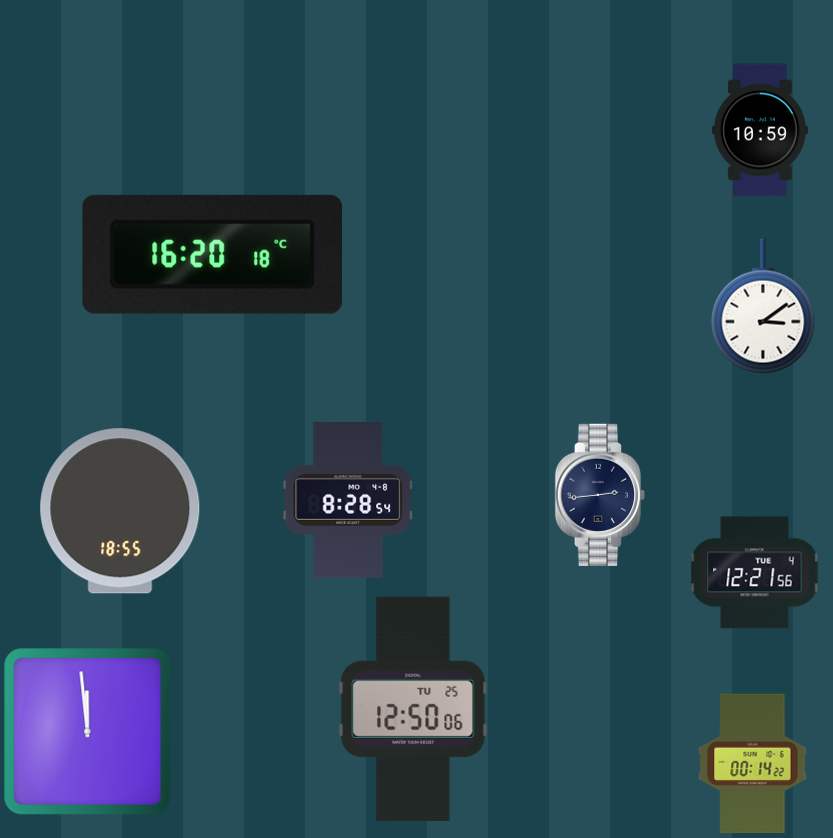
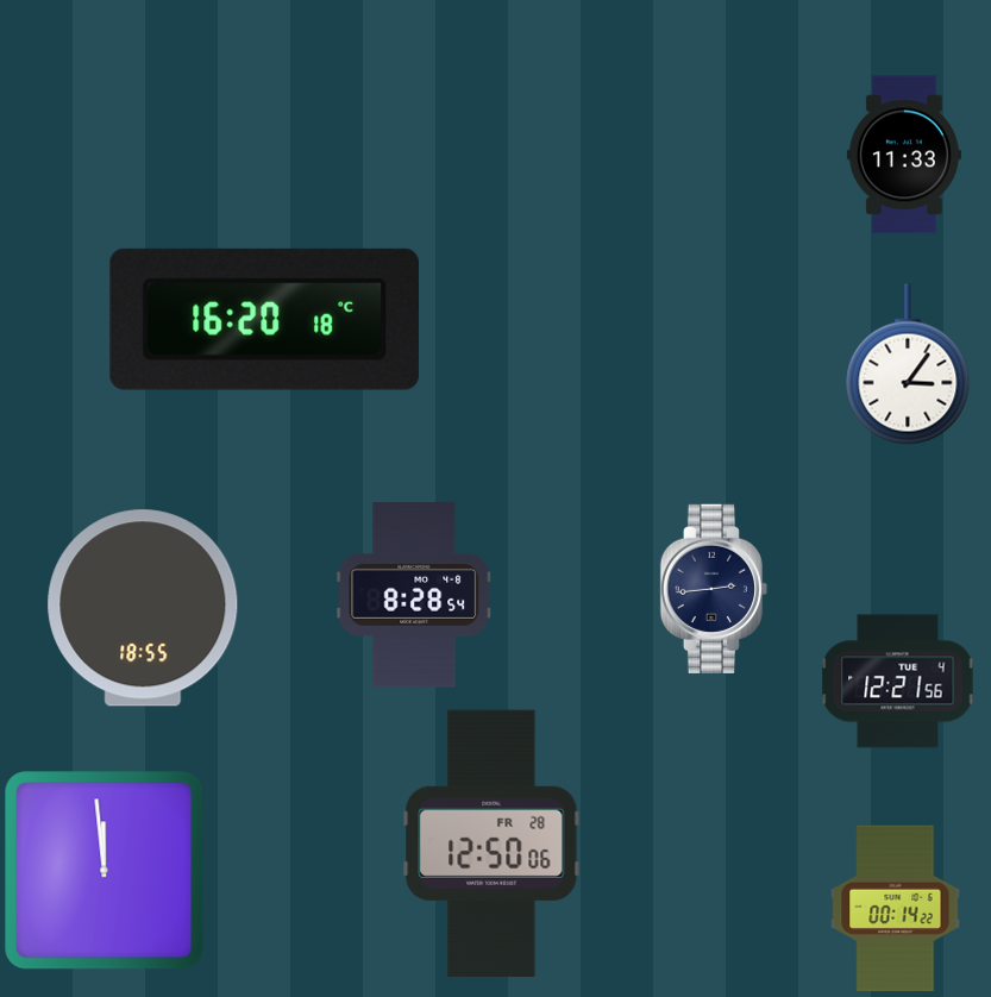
clock at (760, 130): 10:59 -> 11:33
clock at (212, 254) position: (212, 254) -> (264, 319)
clock at (763, 306): 3:09 -> 3:06
clock at (413, 709) date: TU 25 -> FR 28
